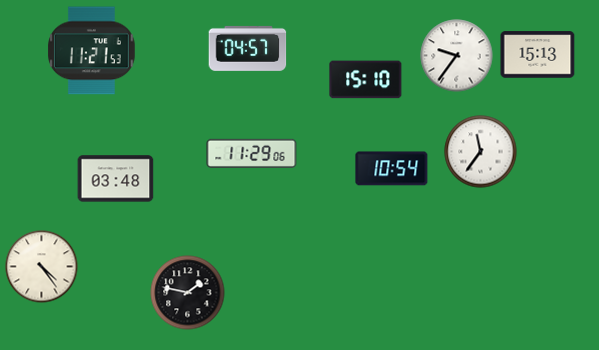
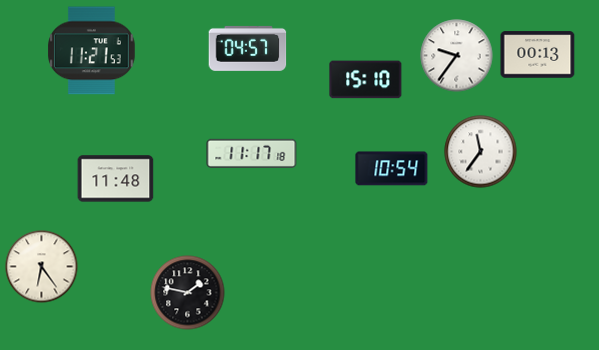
clock at (538, 55): 15:13 -> 00:13
clock at (252, 153): 11:29 -> 11:17
clock at (116, 179): 03:48 -> 11:48
clock at (42, 267): 4:24 -> 6:24
